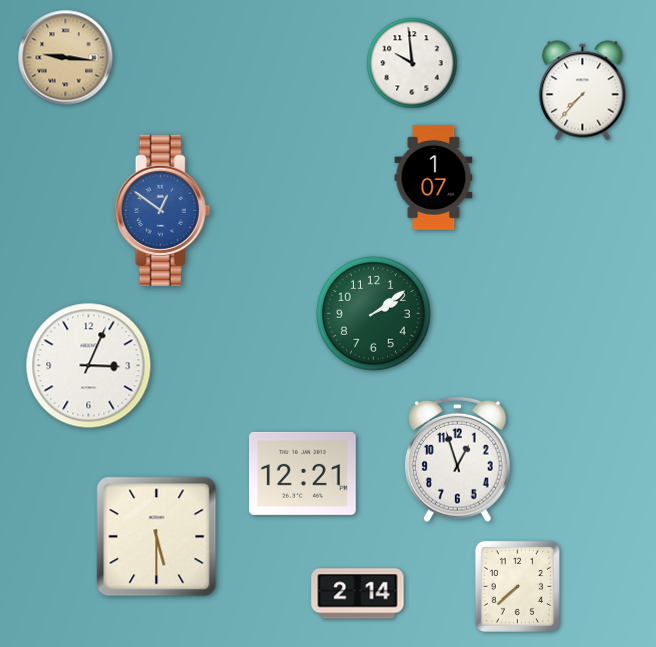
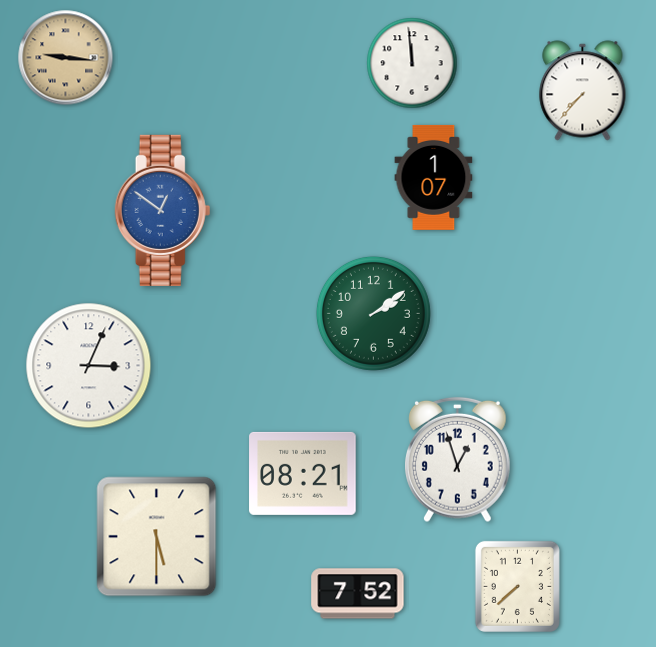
clock at (412, 63): 9:59 -> 11:59
clock at (303, 473): 12:21 -> 08:21
clock at (358, 594): 2:14 -> 7:52
